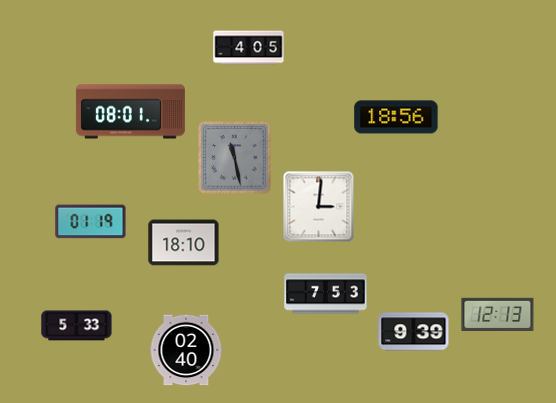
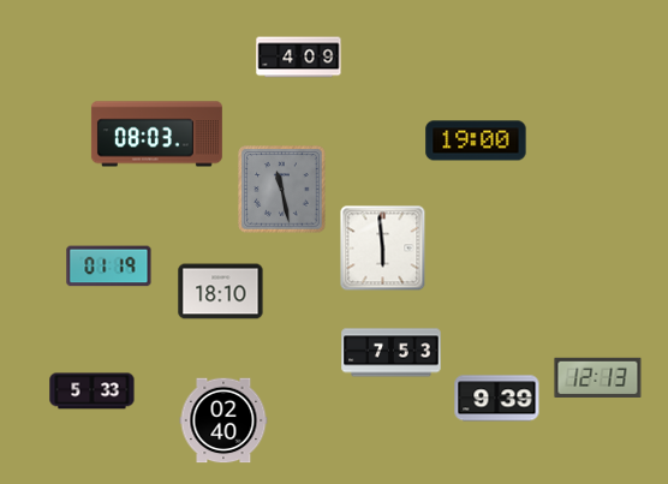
clock at (249, 48): 4:05 -> 4:09
clock at (130, 112): 08:01 -> 08:03
clock at (396, 117): 18:56 -> 19:00
clock at (319, 207): 3:01 -> 5:59
